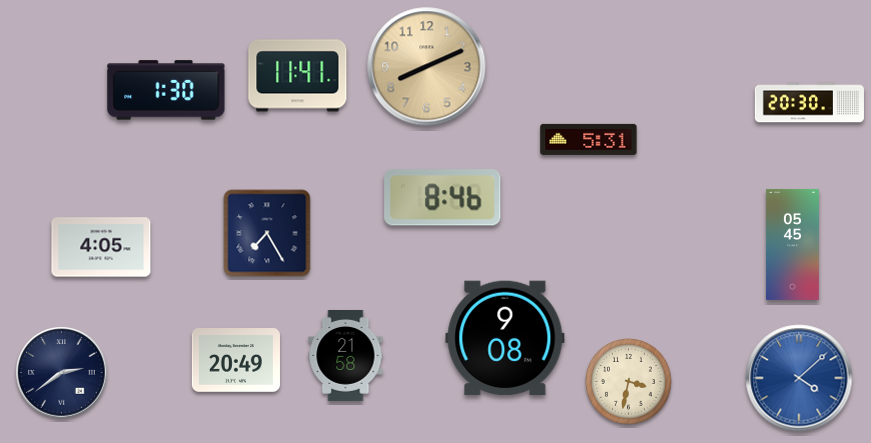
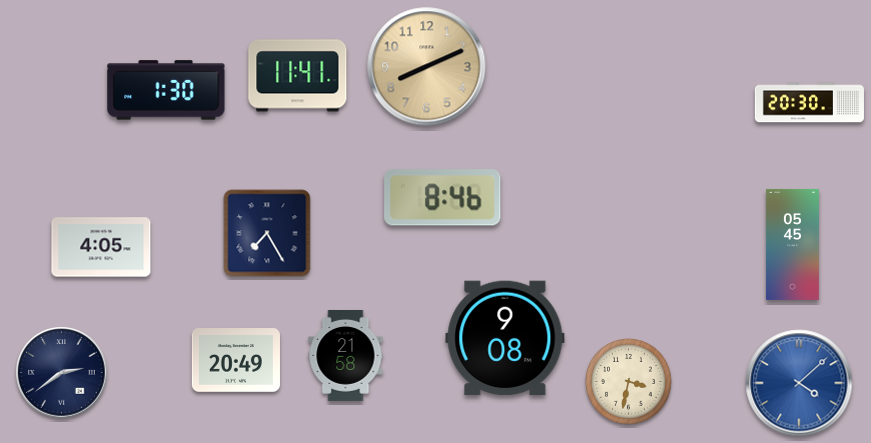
clock at (589, 139): 5:31 -> none
clock at (799, 378) position: (799, 378) -> (799, 383)
